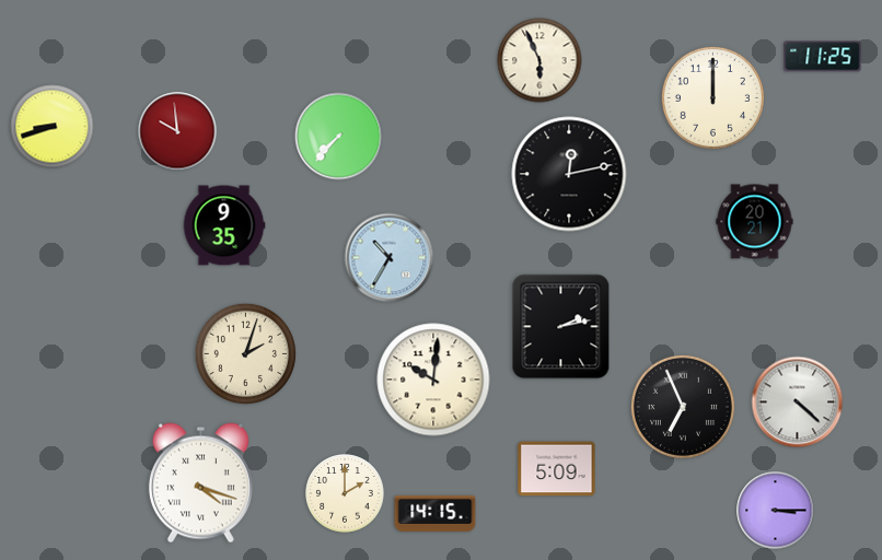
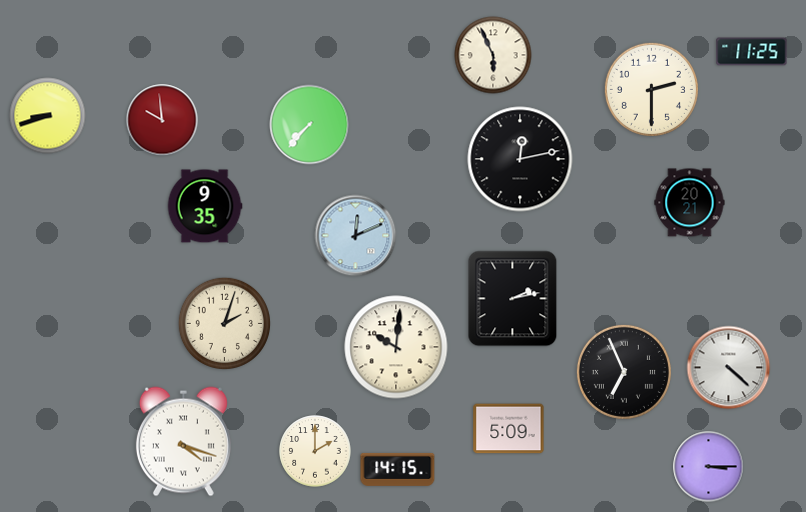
clock at (712, 97): 12:00 -> 2:30
clock at (390, 258): 10:35 -> 12:11
